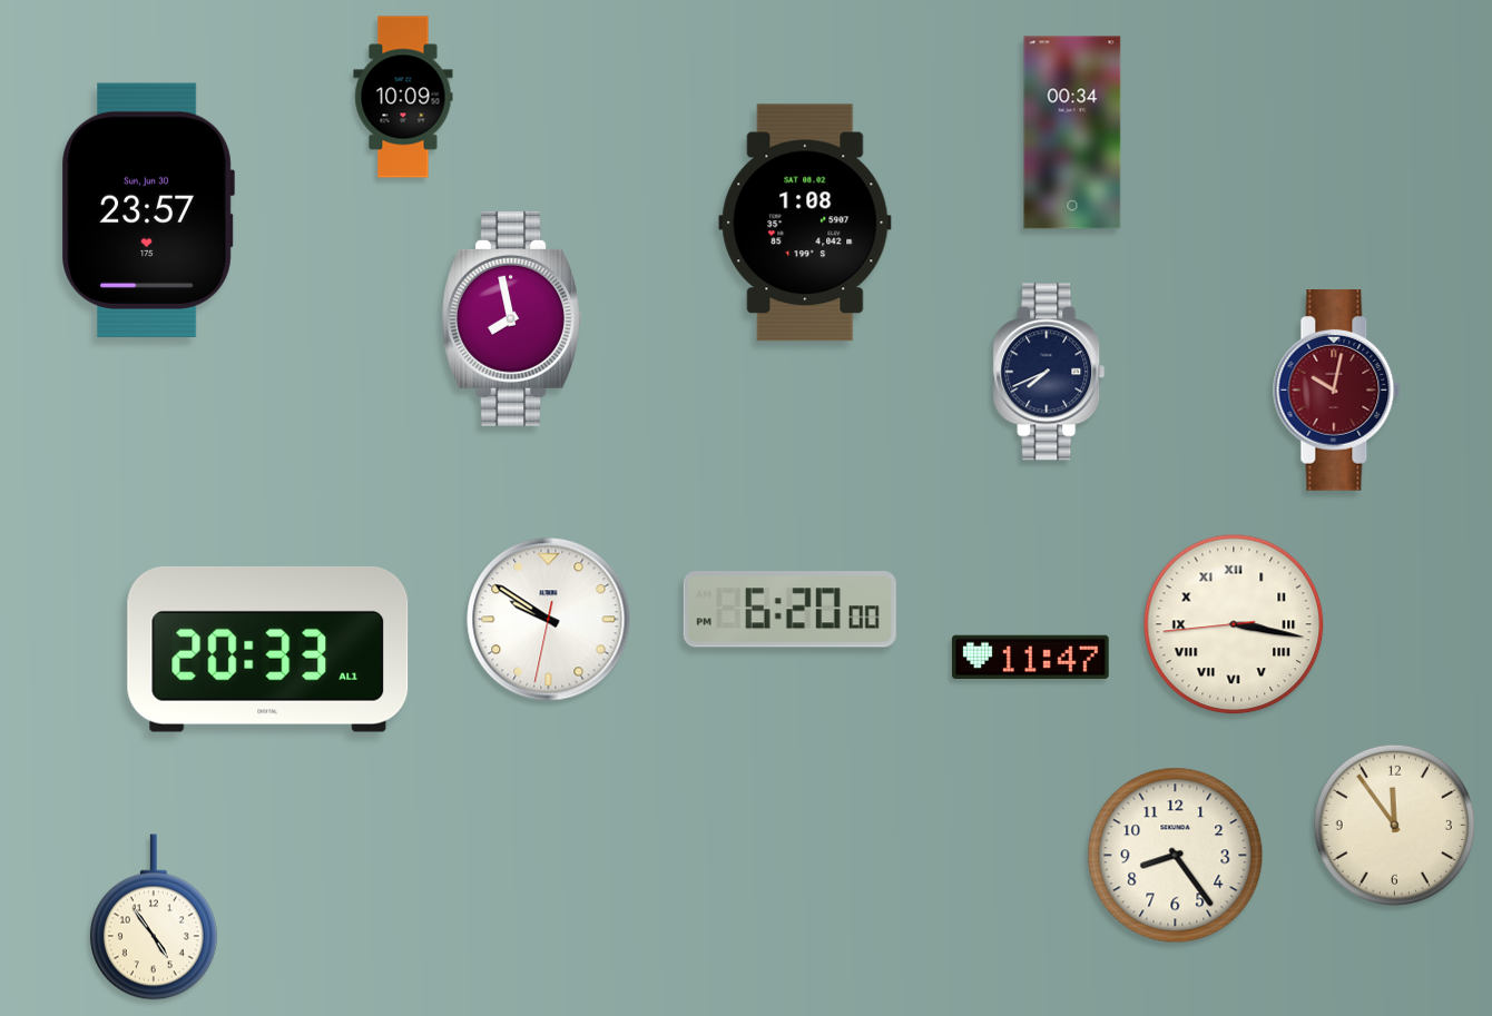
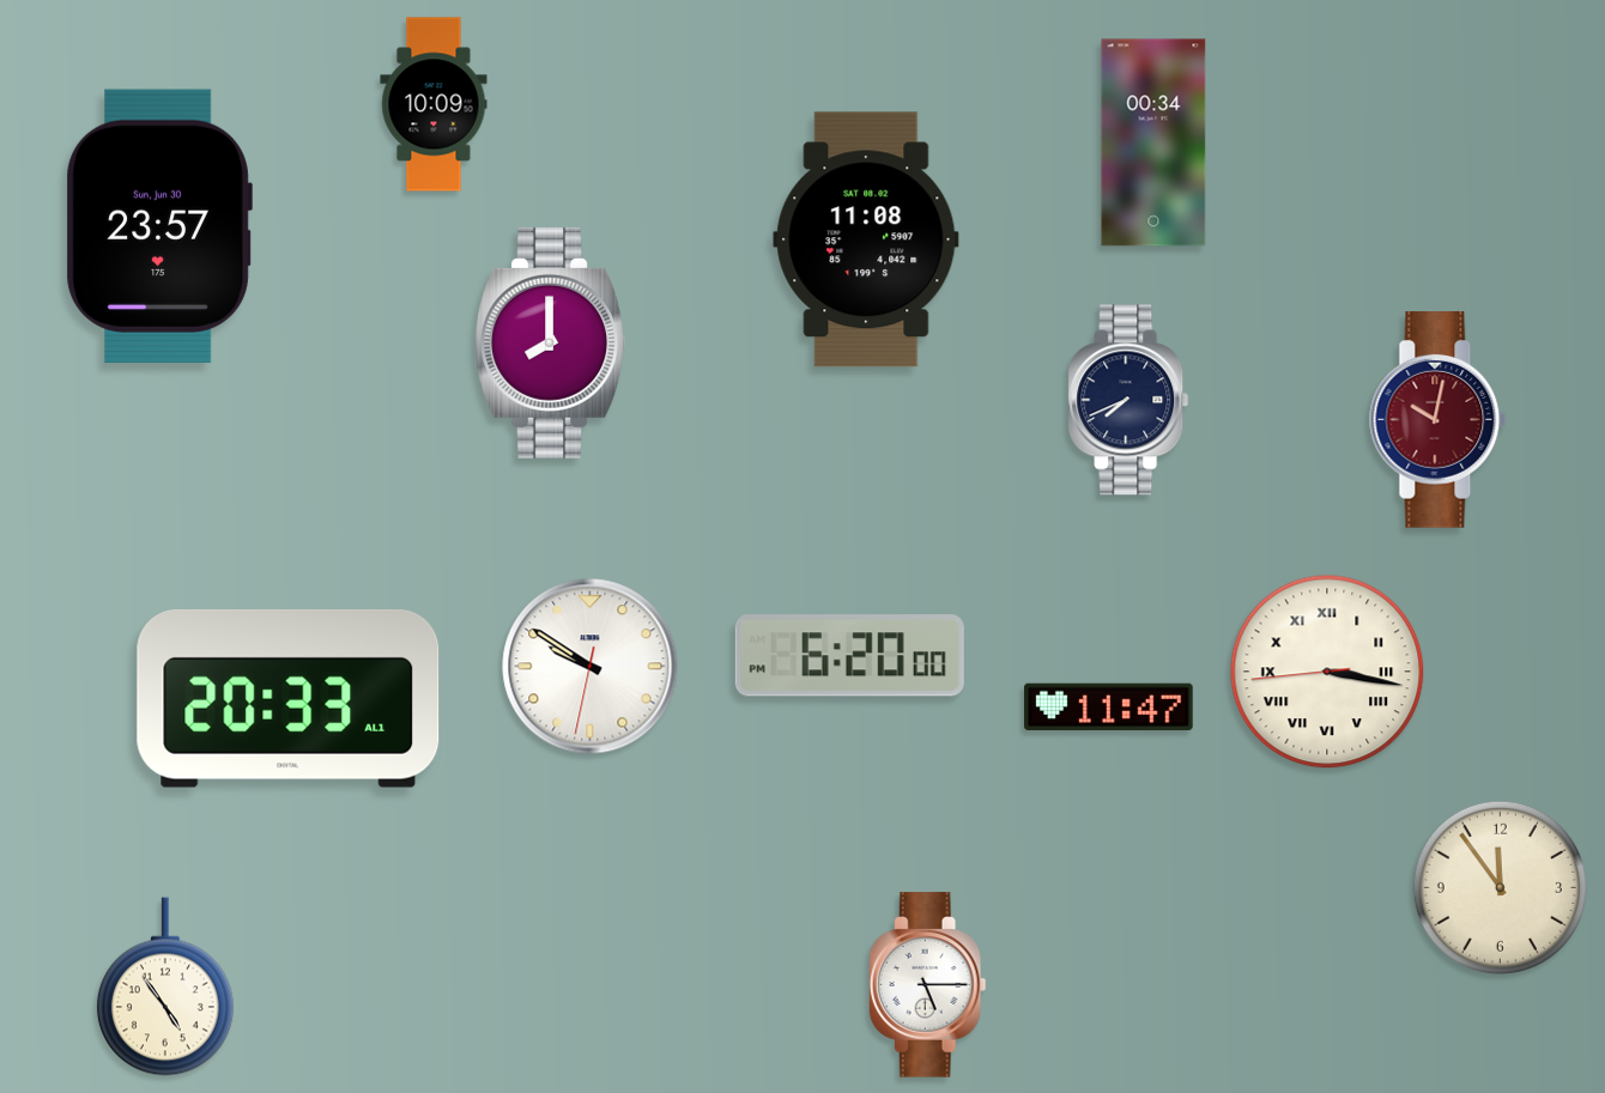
clock at (805, 223): 1:08 -> 11:08
clock at (511, 318): 7:58 -> 8:00
clock at (1176, 856): 8:24 -> none
clock at (927, 985): none -> 5:15
